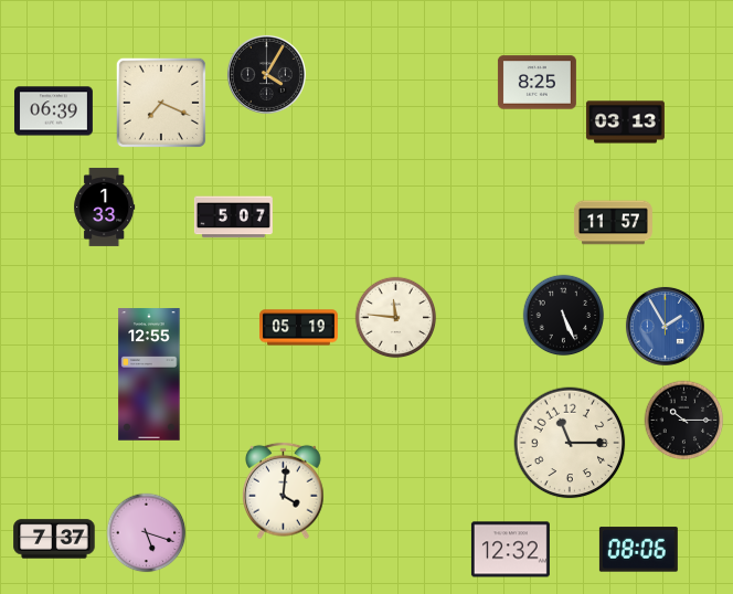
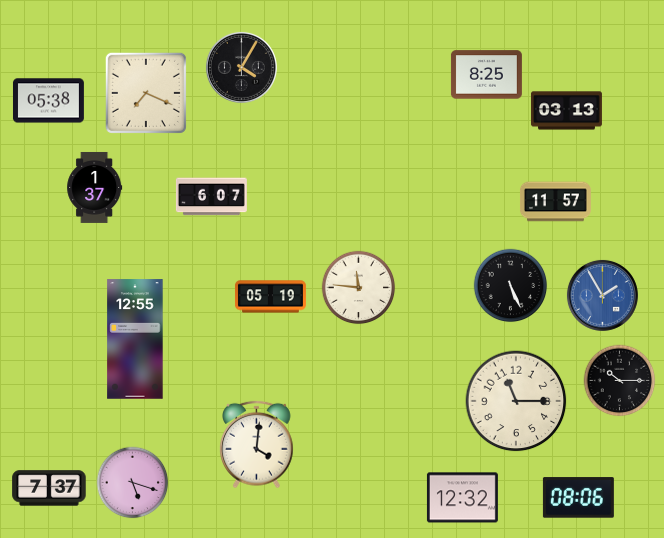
clock at (53, 112): 06:39 -> 05:38
clock at (105, 206): 1:33 -> 1:37
clock at (233, 218): 5:07 -> 6:07
